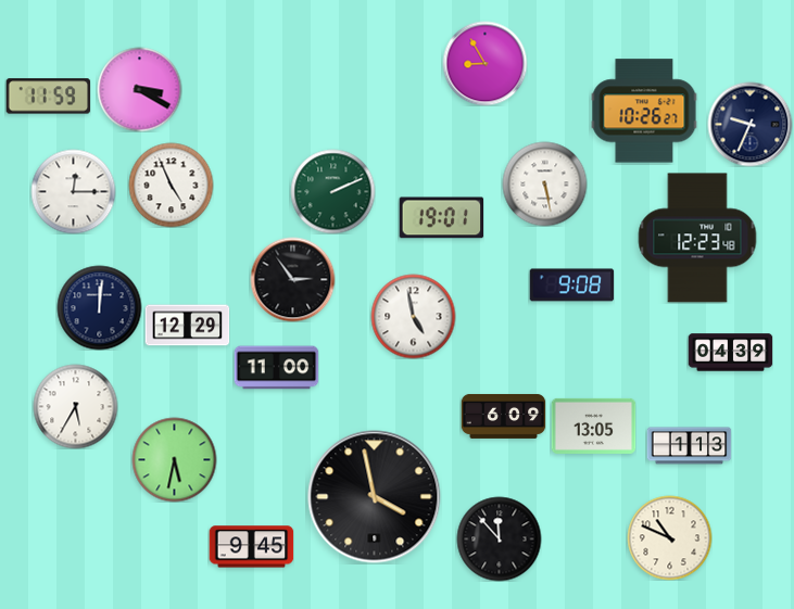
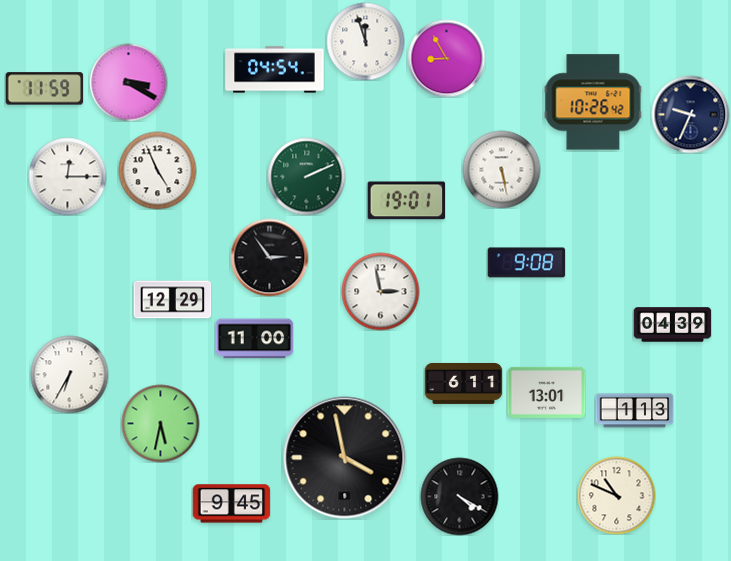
clock at (365, 41): none -> 11:57
clock at (275, 70): none -> 04:54
clock at (644, 111): 10:26:27 -> 10:26:42
clock at (697, 238): 12:23 -> none
clock at (99, 307): 12:01 -> none
clock at (413, 316): 4:58 -> 2:58
clock at (75, 406): 5:35 -> 6:35
clock at (503, 416): 6:09 -> 6:11
clock at (593, 426): 13:05 -> 13:01
clock at (499, 538): 11:53 -> 4:20
